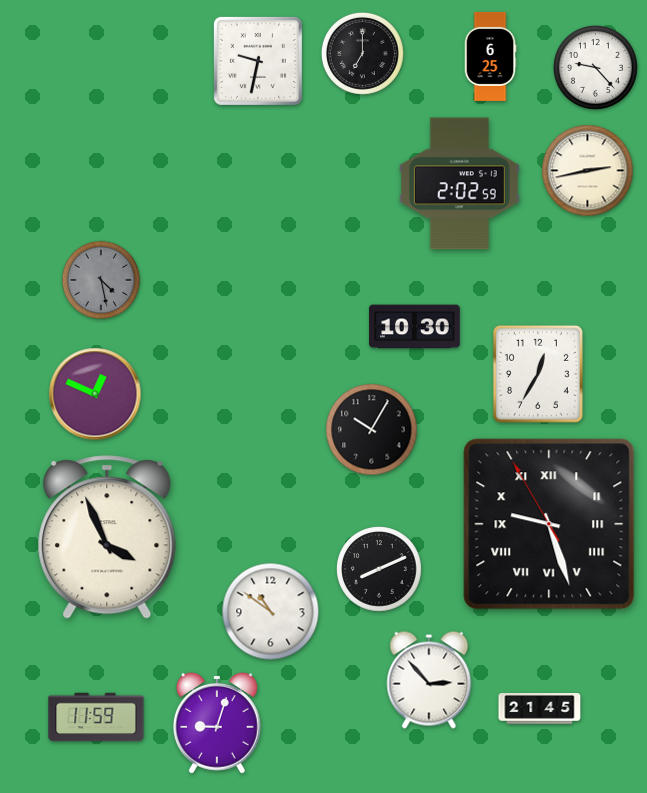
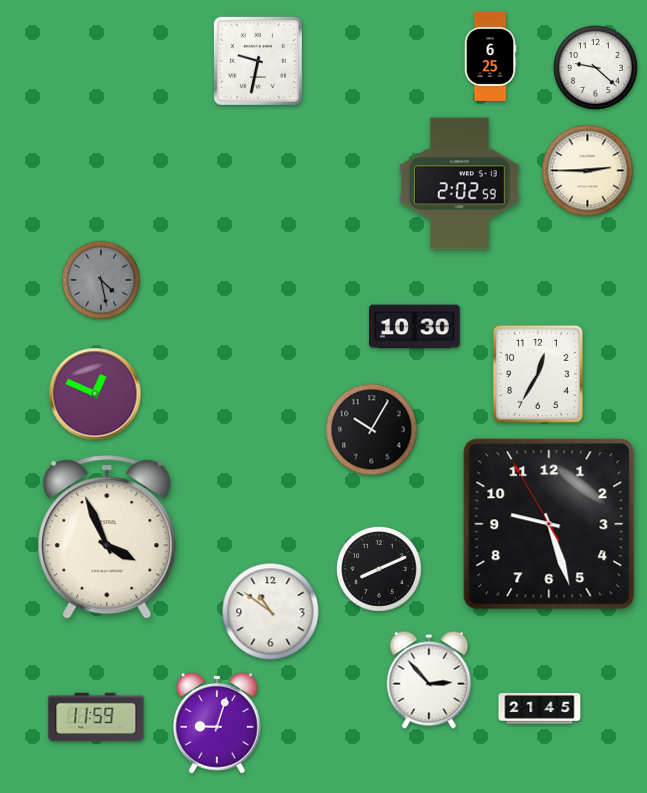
clock at (362, 53): 7:00 -> none
clock at (596, 68): 9:23 -> 9:22
clock at (588, 171): 2:43 -> 2:45
clock at (549, 524) numerals: Roman -> Arabic
